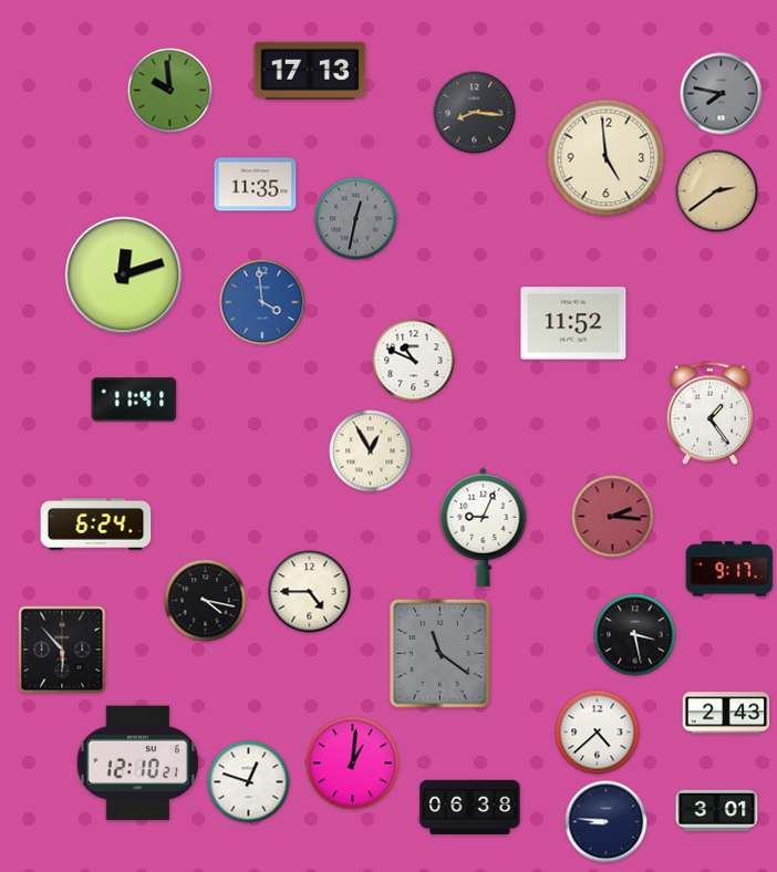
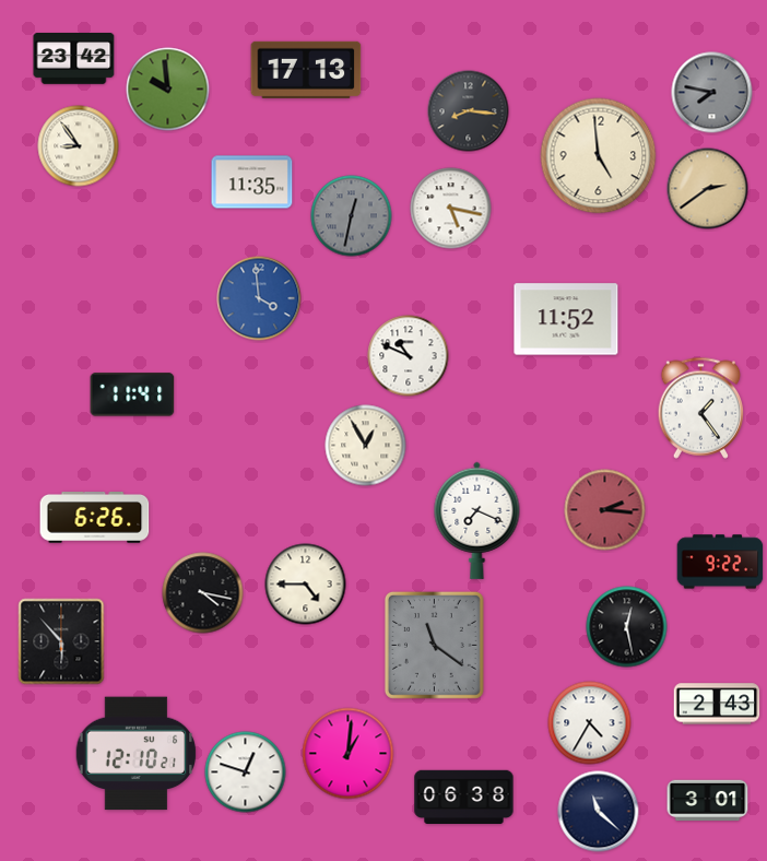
clock at (74, 59): none -> 23:42
clock at (79, 146): none -> 8:54
clock at (451, 209): none -> 5:17
clock at (124, 276): 12:12 -> none
clock at (96, 525): 6:24 -> 6:26
clock at (484, 527): 9:04 -> 7:19
clock at (729, 569): 9:17 -> 9:22
clock at (635, 635): 3:28 -> 12:28
clock at (598, 733): 4:38 -> 4:35
clock at (607, 822): 8:46 -> 11:22
